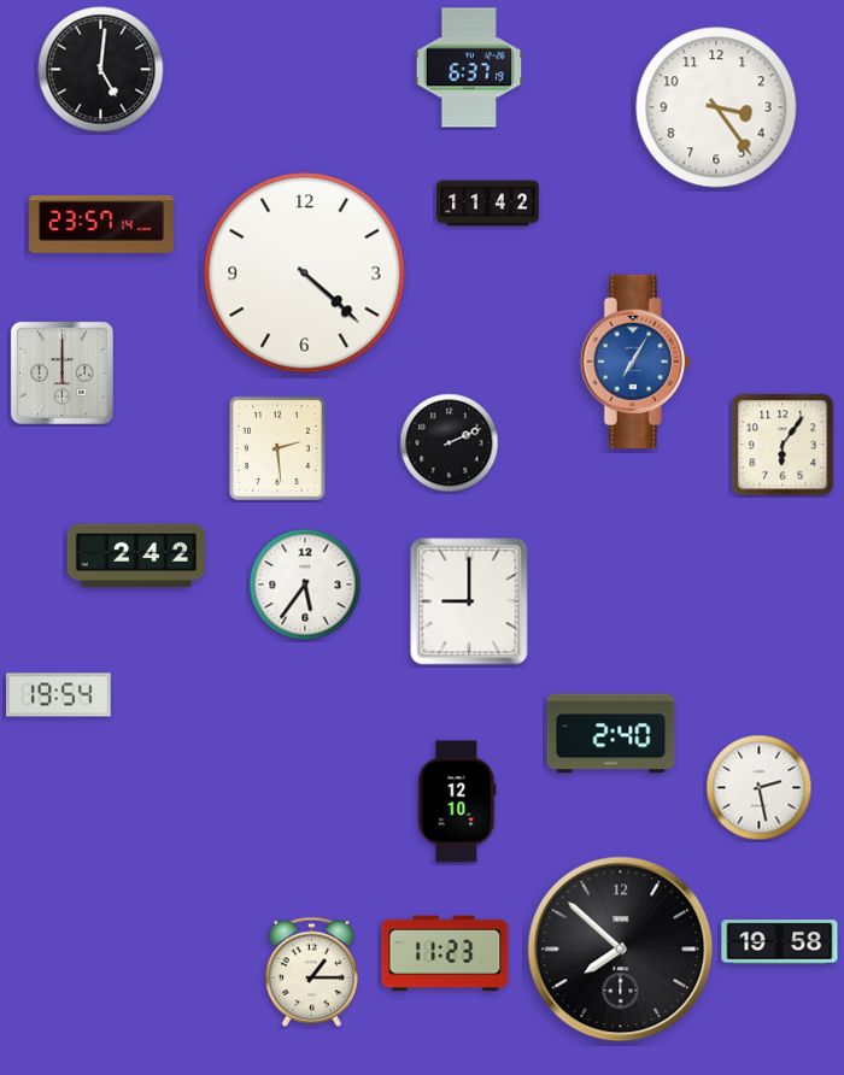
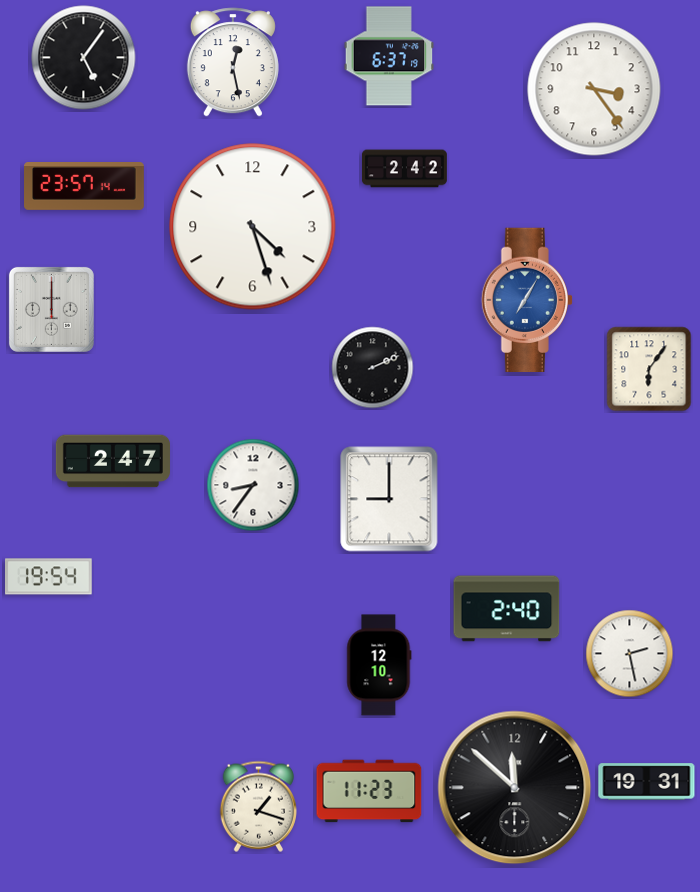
clock at (101, 70): 5:01 -> 5:06
clock at (233, 62): none -> 12:28
clock at (487, 204): 11:42 -> 2:42
clock at (305, 274): 4:22 -> 4:27
clock at (277, 448): 2:29 -> none
clock at (136, 556): 2:42 -> 2:47
clock at (305, 585): 5:36 -> 8:36
clock at (780, 942): 19:58 -> 19:31
clock at (621, 950): 7:52 -> 11:52
clock at (311, 971): 1:15 -> 1:18
